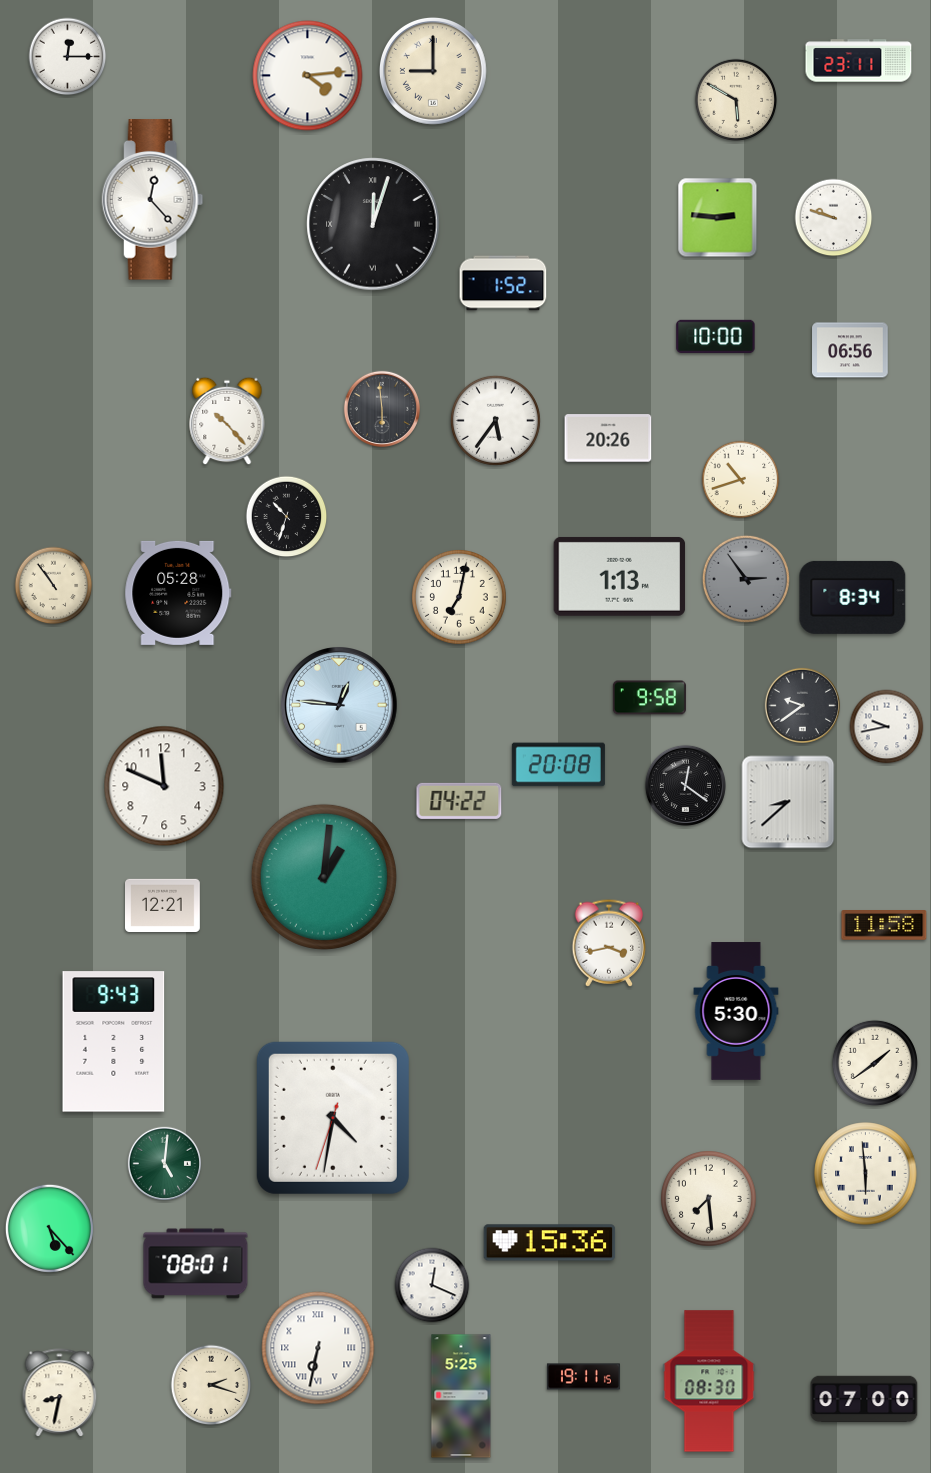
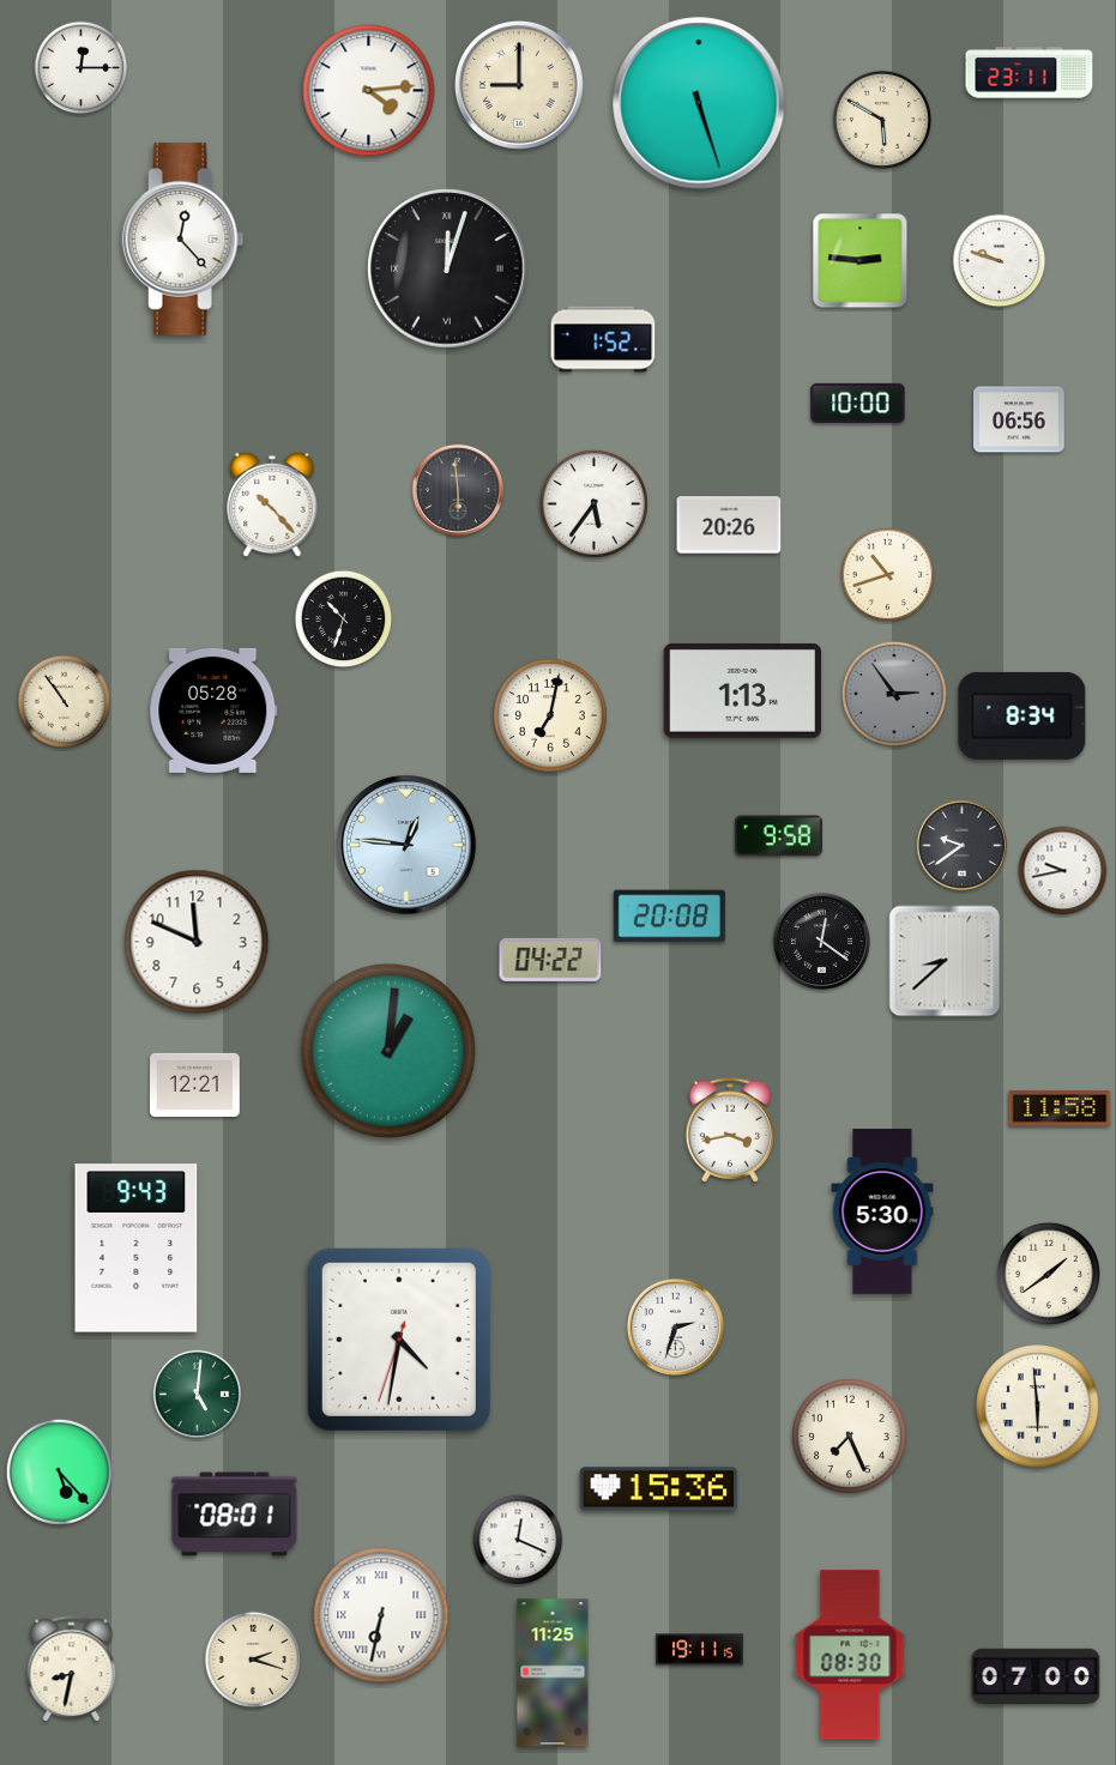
clock at (699, 103): none -> 5:27
clock at (675, 1326): none -> 2:33
clock at (709, 1199): 7:29 -> 7:26
clock at (461, 1396): 5:25 -> 11:25
